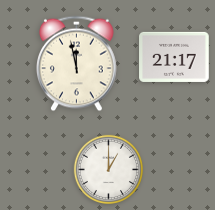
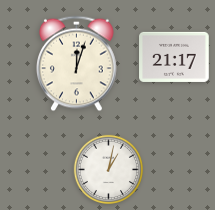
clock at (77, 64): 11:58 -> 12:03
clock at (109, 170): 1:00 -> 1:02
